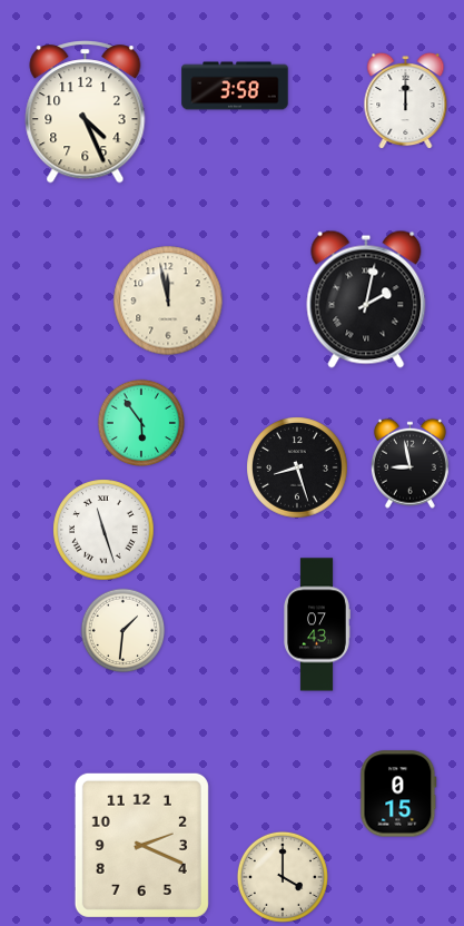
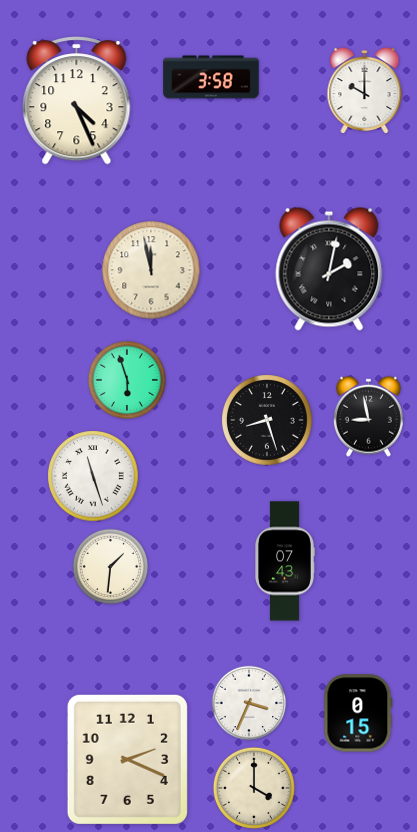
clock at (406, 101): 12:00 -> 10:00
clock at (140, 422): 5:54 -> 5:57
clock at (249, 703): none -> 3:34
